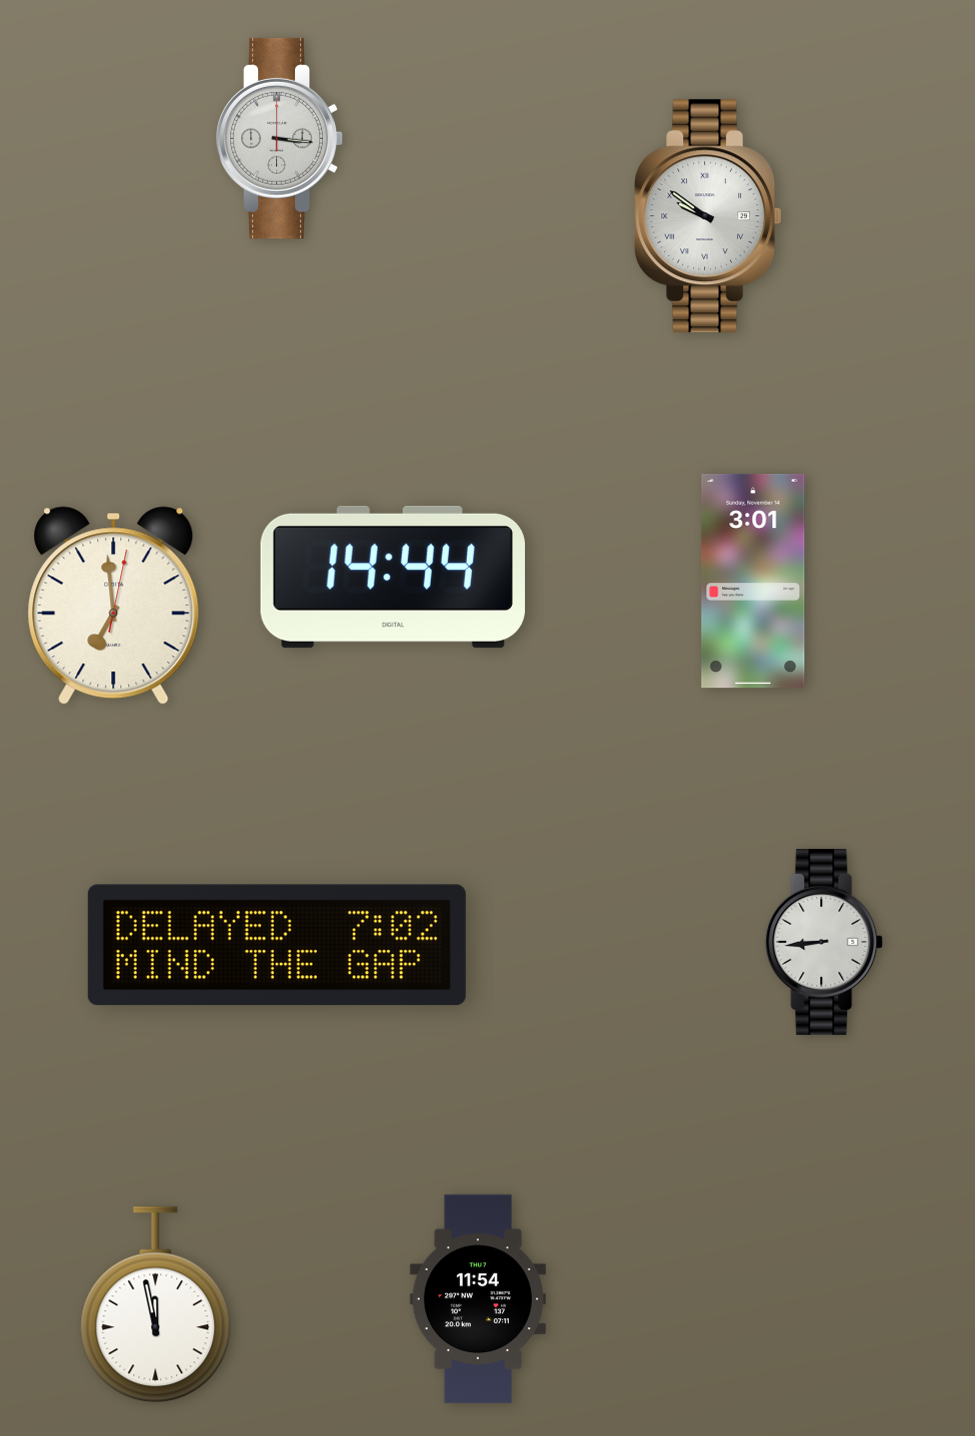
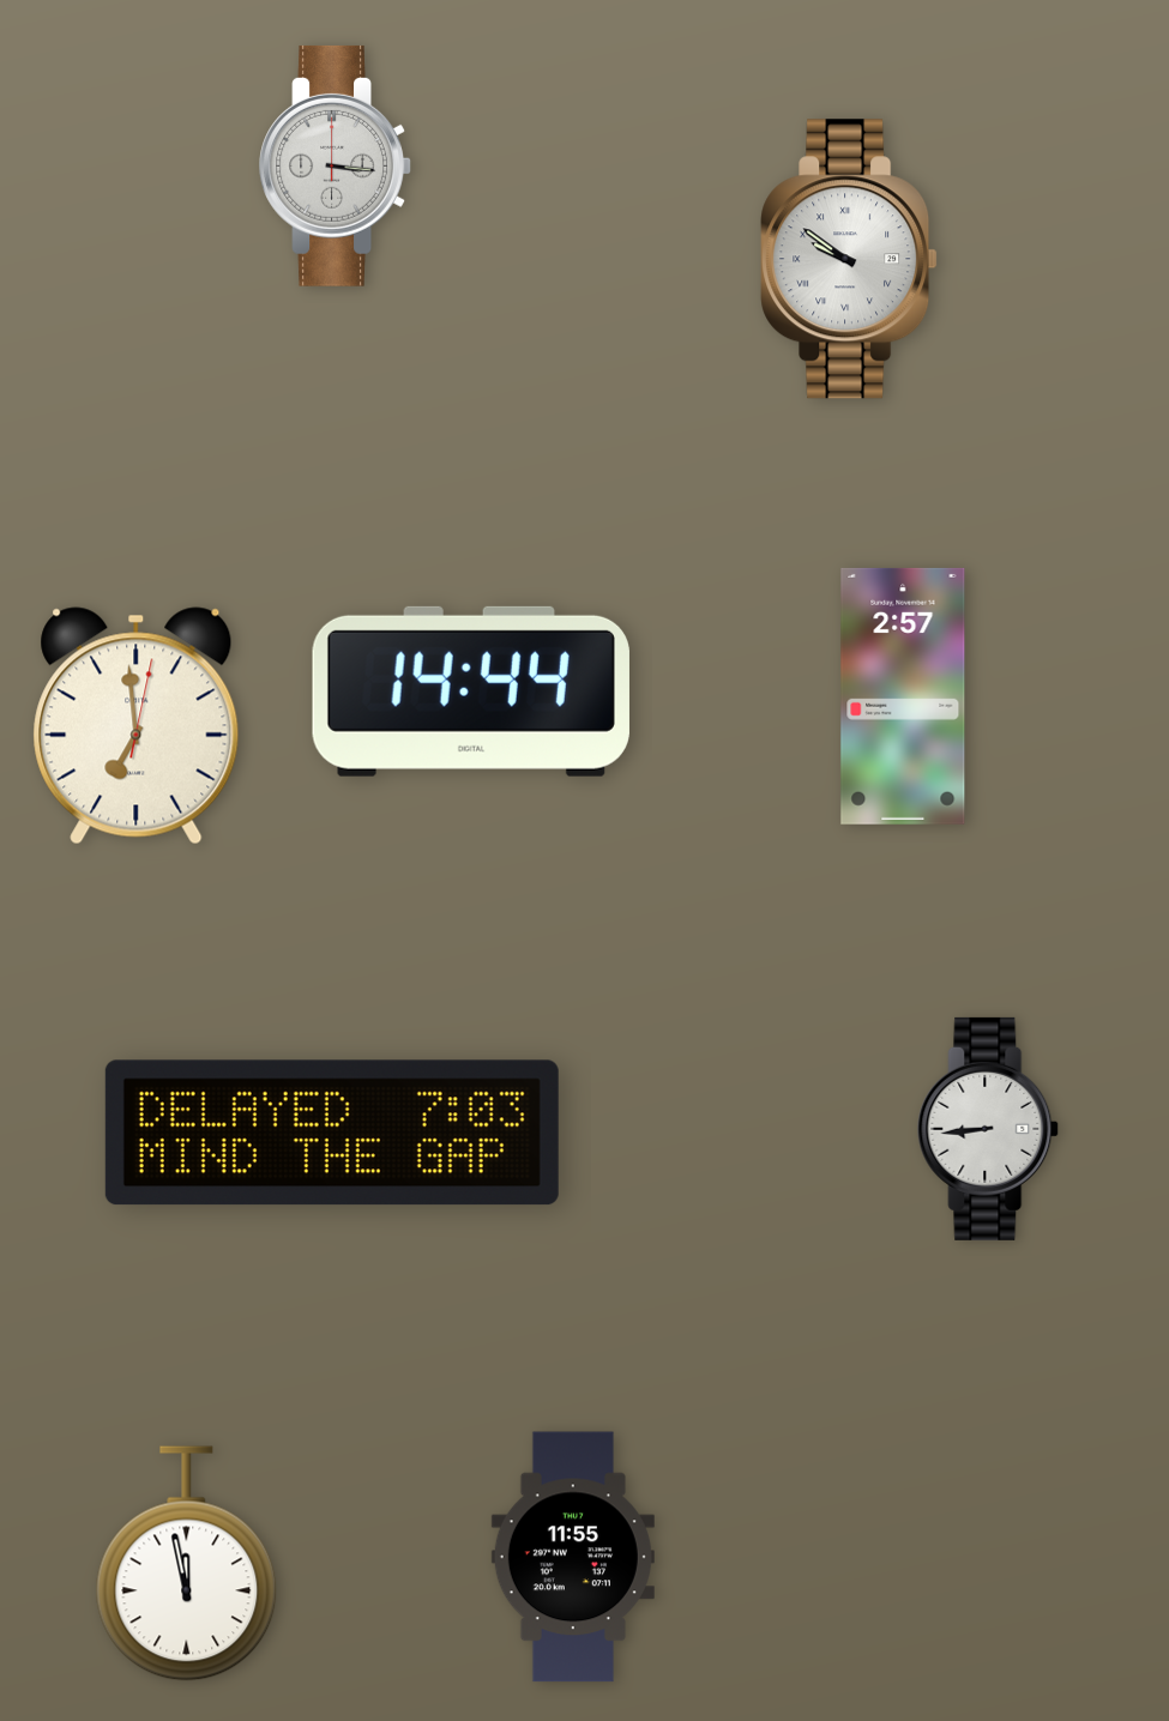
clock at (753, 581): 3:01 -> 2:57
clock at (277, 945): 7:02 -> 7:03
clock at (478, 1299): 11:54 -> 11:55
